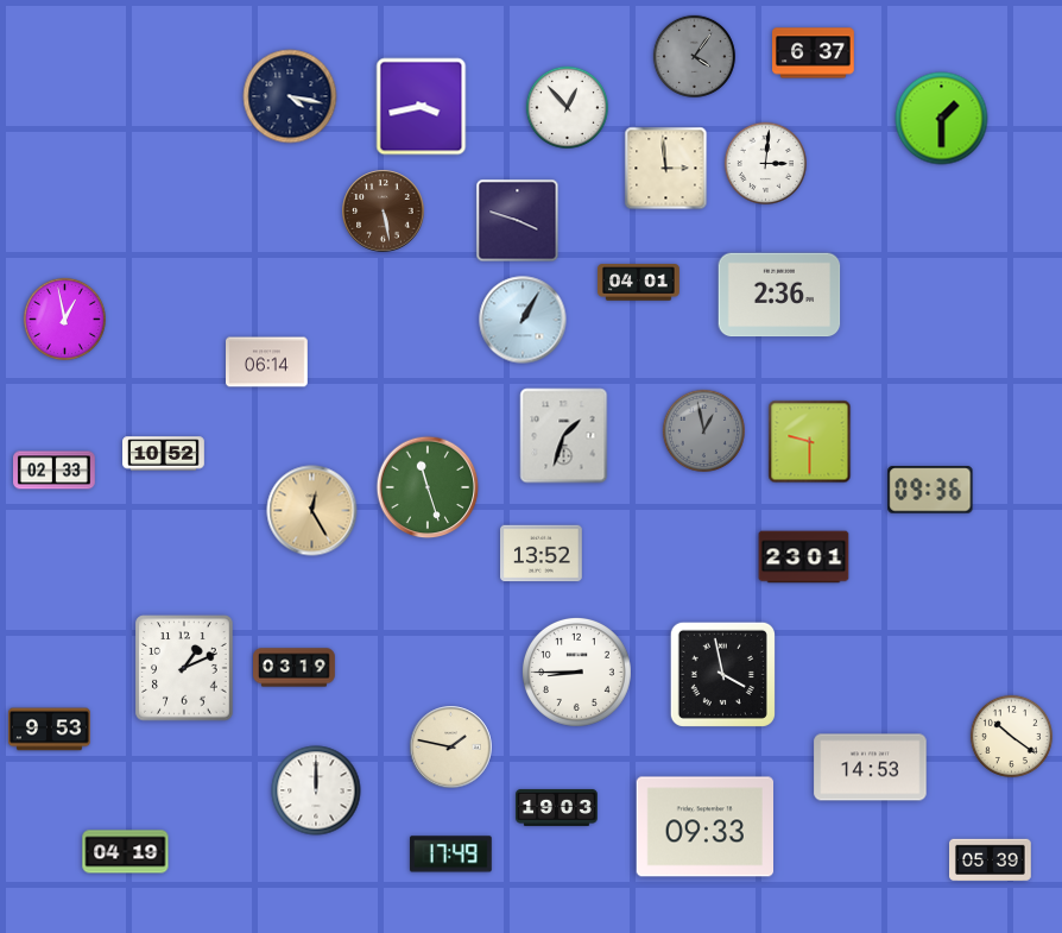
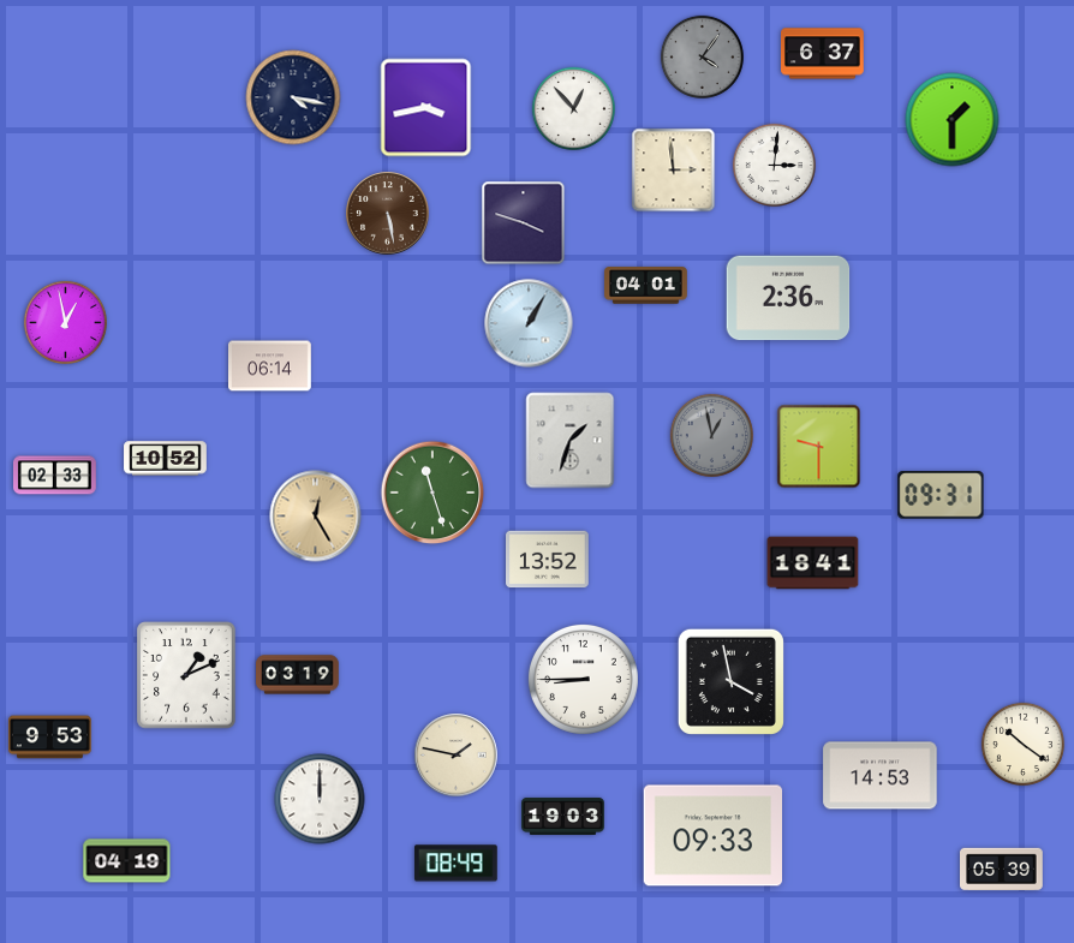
clock at (930, 490): 09:36 -> 09:31
clock at (804, 557): 23:01 -> 18:41
clock at (450, 855): 17:49 -> 08:49
